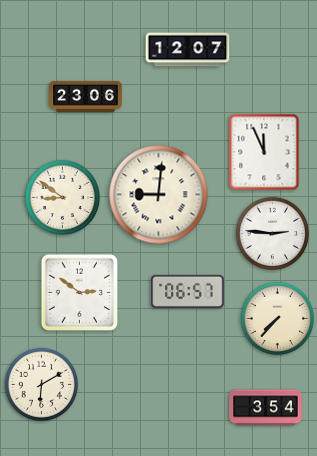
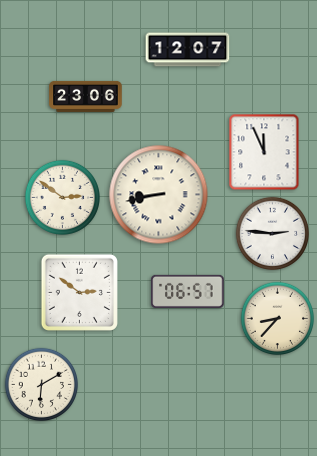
clock at (159, 195): 9:01 -> 8:43
clock at (62, 197): 8:51 -> 2:51
clock at (278, 319): 7:37 -> 8:37
clock at (266, 408): 3:54 -> none
